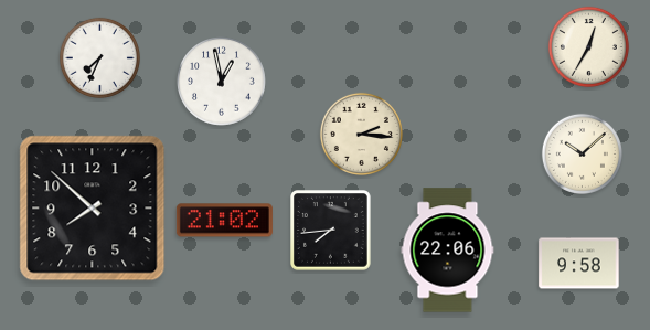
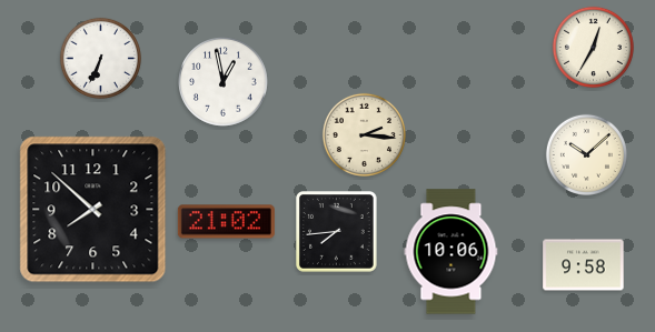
clock at (99, 57): 7:34 -> 6:34
clock at (331, 231) position: (331, 231) -> (337, 232)
clock at (448, 251): 22:06 -> 10:06
